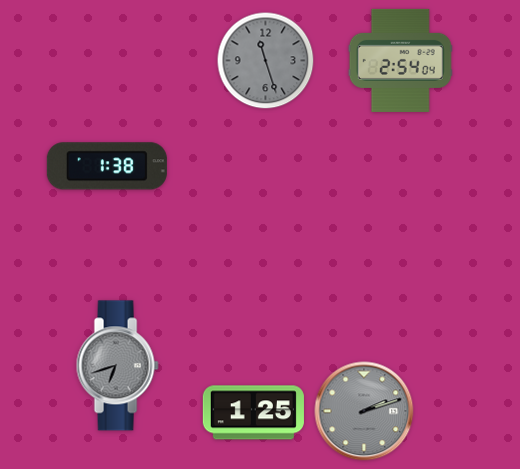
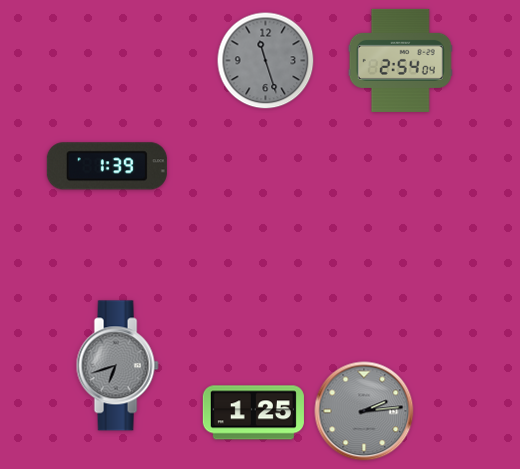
clock at (107, 166): 1:38 -> 1:39
clock at (364, 411): 2:12 -> 2:14
